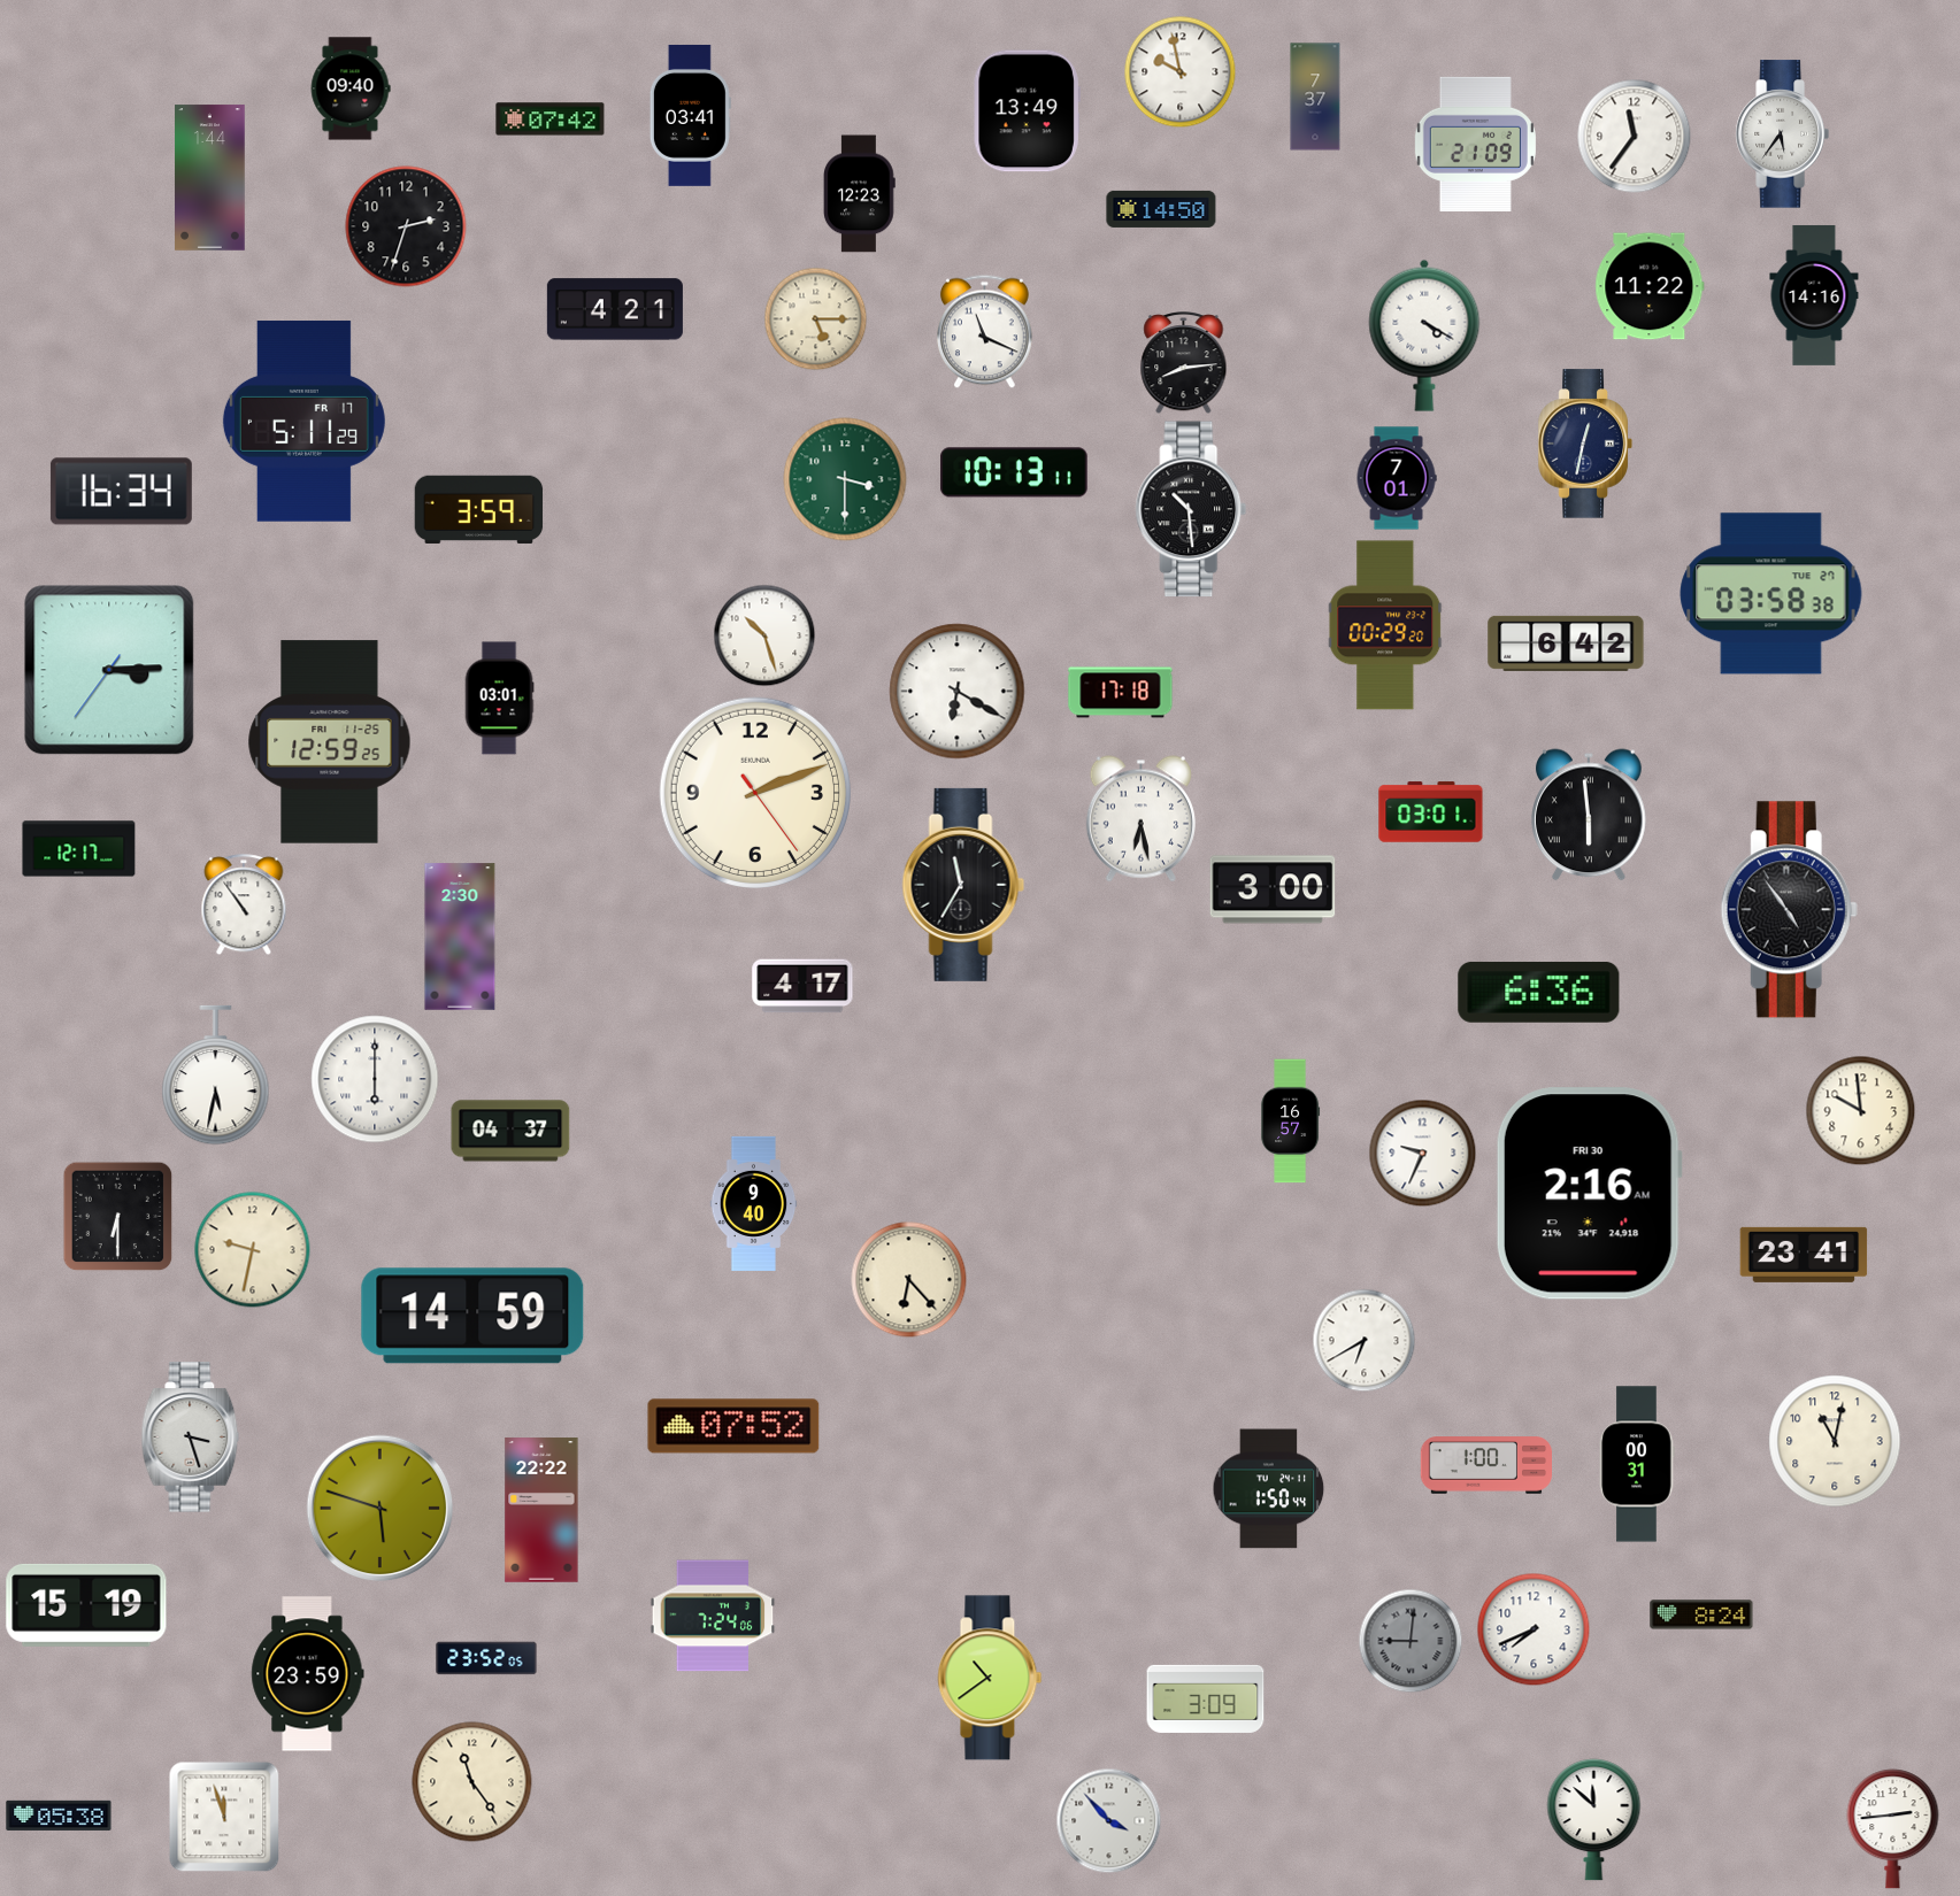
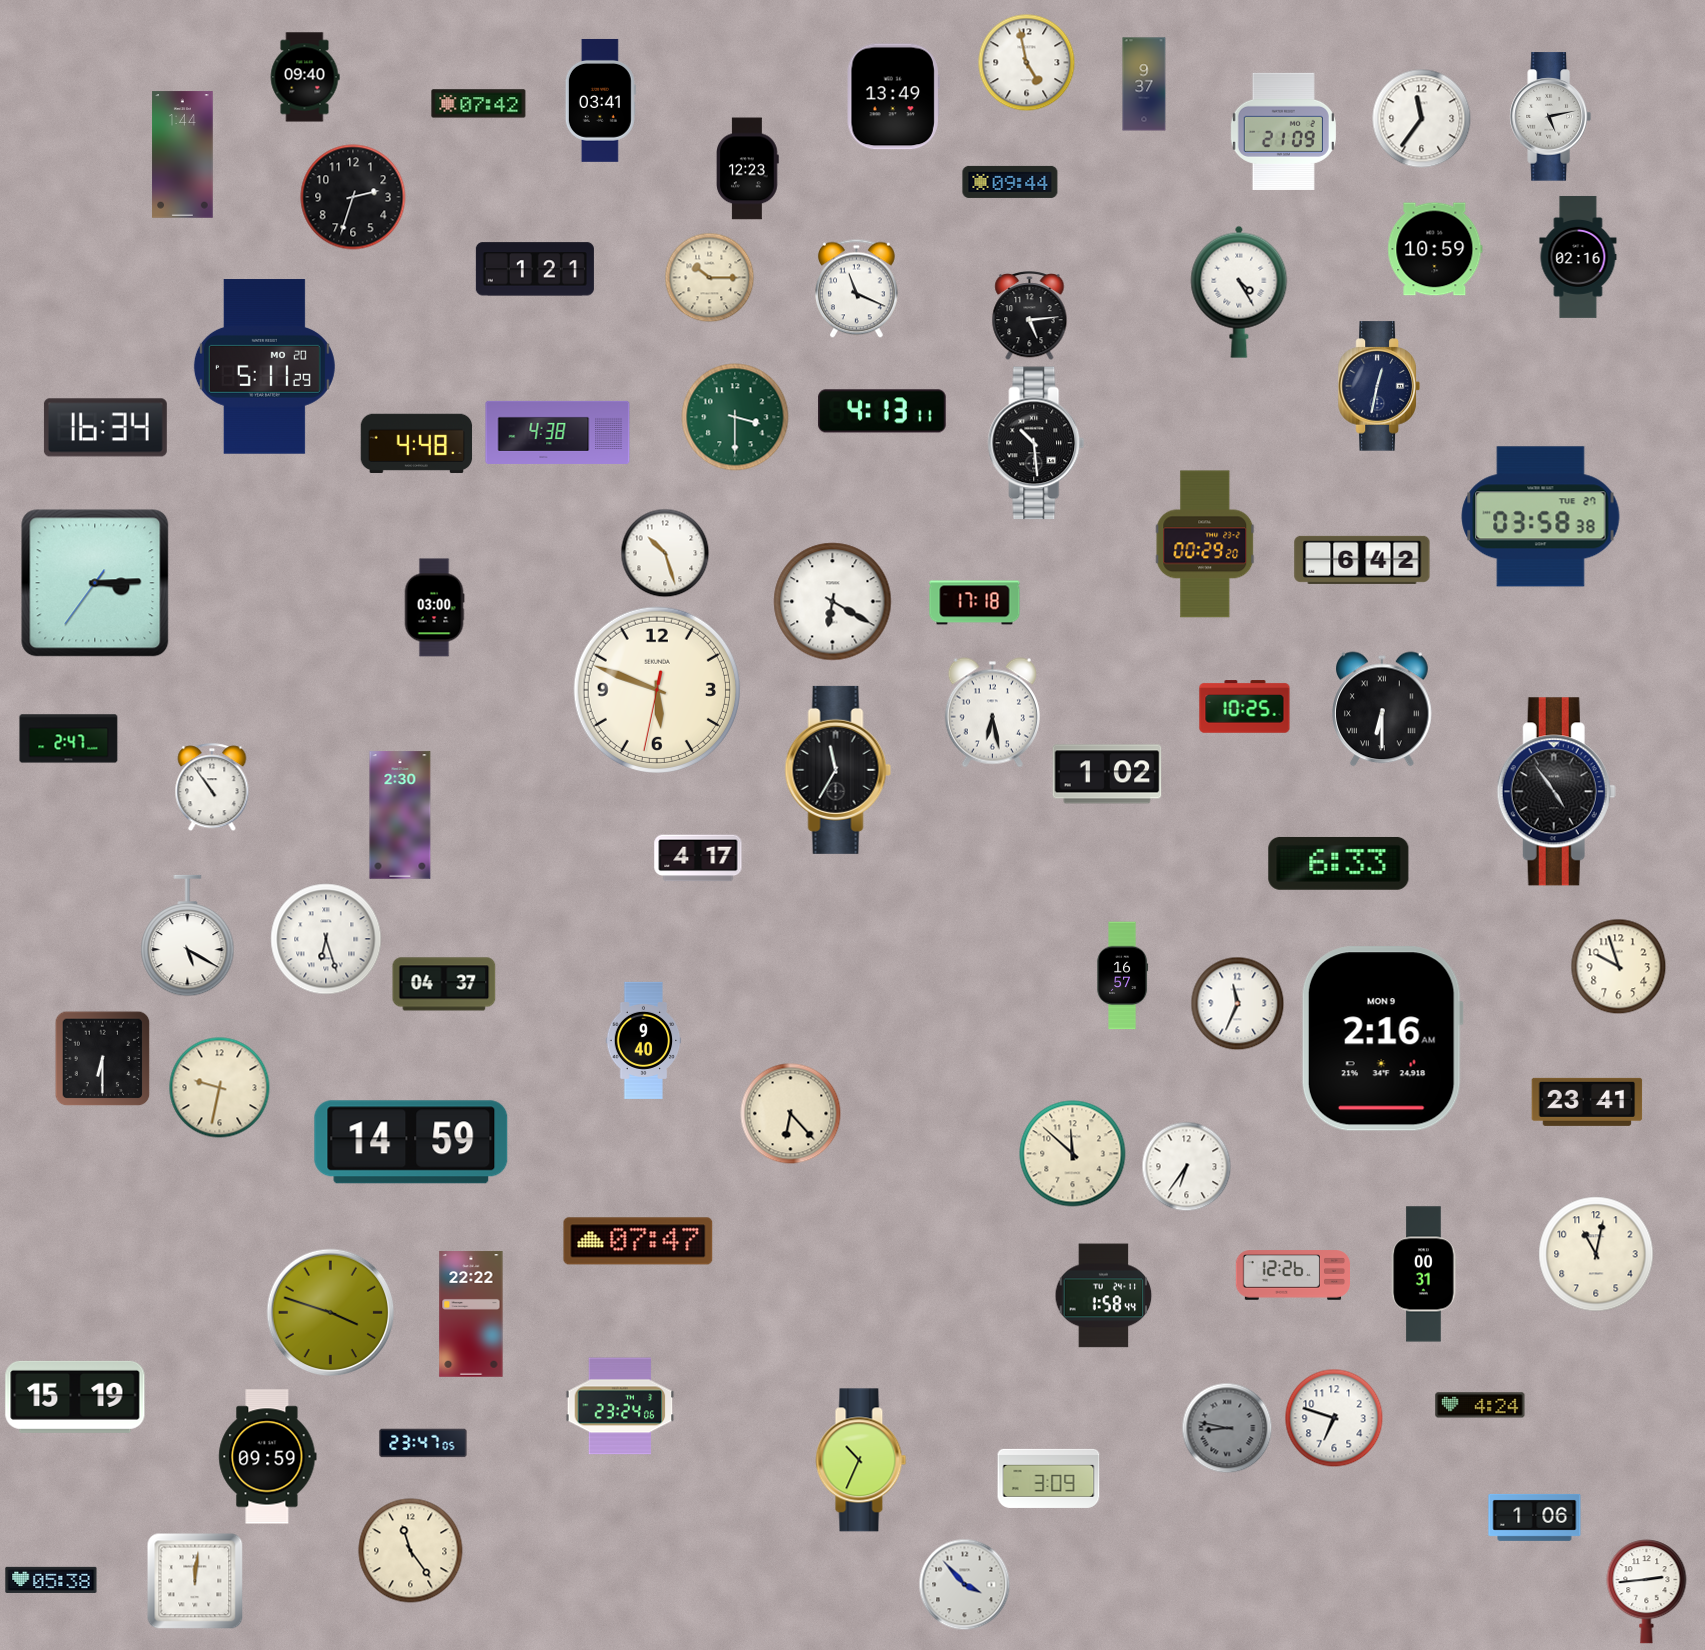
clock at (1179, 71): 9:58 -> 4:58
clock at (1315, 97): 7:37 -> 9:37
clock at (1782, 134): 5:36 -> 5:13
clock at (1475, 144) position: (1475, 144) -> (1283, 131)
clock at (1161, 209): 14:50 -> 09:44
clock at (1650, 286): 11:22 -> 10:59
clock at (1814, 295): 14:16 -> 02:16
clock at (615, 309): 4:21 -> 1:21
clock at (815, 318): 5:15 -> 10:15
clock at (1424, 336): 4:20 -> 4:25
clock at (1184, 363): 8:14 -> 5:14
clock at (303, 422) date: FR 17 -> MO 20
clock at (1014, 472): 10:13 -> 4:13
clock at (1397, 478): 7:01 -> none
clock at (558, 432): none -> 4:38
clock at (479, 509): 3:59 -> 4:48
clock at (499, 699): 03:01 -> 03:00
clock at (330, 742): 12:59 -> none
clock at (754, 792): 2:11 -> 5:48
clock at (1431, 812): 03:01 -> 10:25
clock at (1590, 815): 5:59 -> 6:30
clock at (79, 849): 12:17 -> 2:47
clock at (1273, 889): 3:00 -> 1:02
clock at (1539, 992): 6:36 -> 6:33
clock at (216, 1076): 5:32 -> 5:20
clock at (375, 1079): 6:00 -> 6:27
clock at (1860, 1110): 9:59 -> 9:57
clock at (1422, 1153): 9:34 -> 11:34
clock at (1589, 1194) date: FRI 30 -> MON 9
clock at (754, 1203) position: (754, 1203) -> (644, 1040)
clock at (1804, 1255) position: (1804, 1255) -> (1587, 1102)
clock at (472, 1316) position: (472, 1316) -> (411, 1142)
clock at (1073, 1154): none -> 11:52
clock at (1363, 1340): 6:40 -> 6:36
clock at (733, 1426): 07:52 -> 07:47
clock at (191, 1438): 3:27 -> none
clock at (1485, 1465): 1:00 -> 12:26
clock at (1269, 1489): 1:50 -> 1:58
clock at (381, 1509): 5:48 -> 3:48
clock at (1701, 1614): 8:24 -> 4:24
clock at (713, 1616): 7:24 -> 23:24
clock at (1534, 1629): 7:41 -> 6:48
clock at (1411, 1641): 9:01 -> 8:47
clock at (486, 1658): 23:52 -> 23:47
clock at (308, 1674): 23:59 -> 09:59
clock at (990, 1678): 10:39 -> 10:34
clock at (1535, 1517): none -> 1:06
clock at (224, 1817): 11:57 -> 12:01
clock at (1594, 1820): 11:52 -> none
